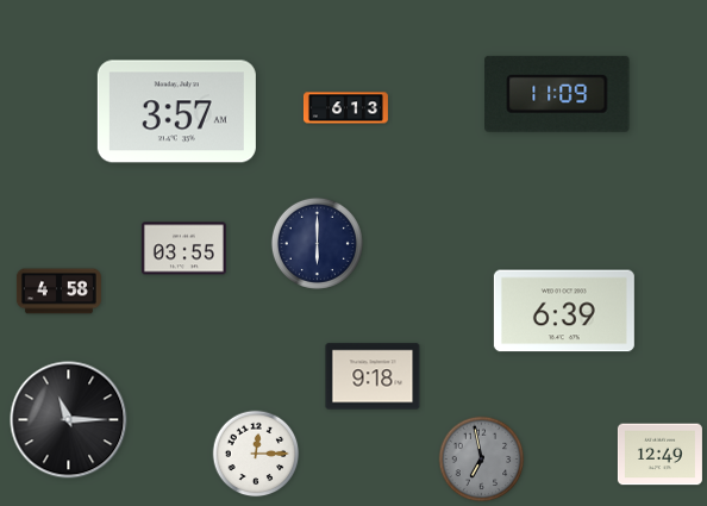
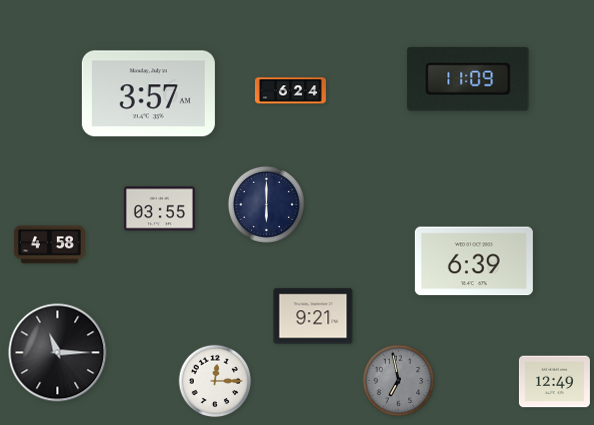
clock at (345, 108): 6:13 -> 6:24
clock at (183, 249) position: (183, 249) -> (159, 209)
clock at (373, 376): 9:18 -> 9:21
clock at (482, 460) position: (482, 460) -> (399, 381)
